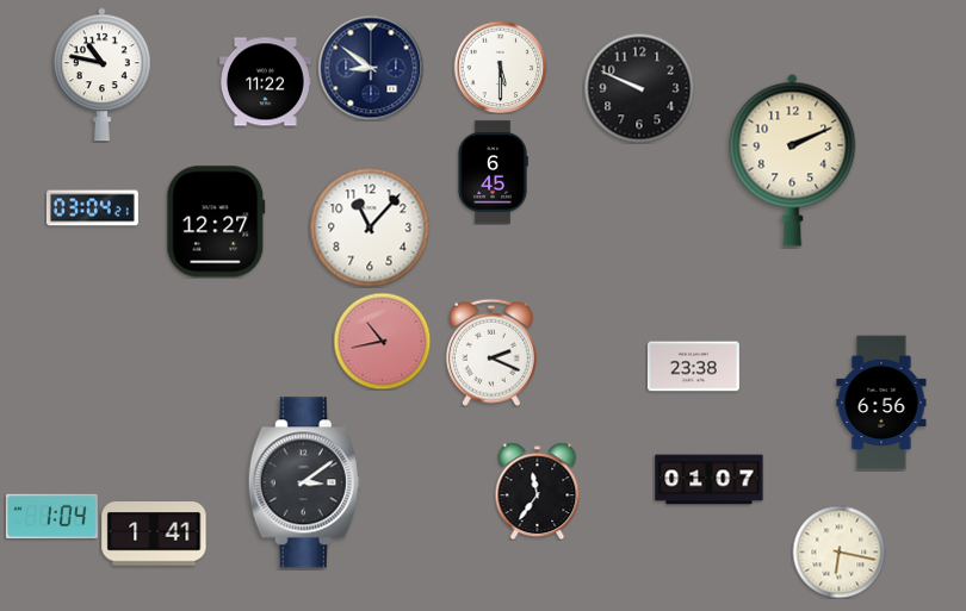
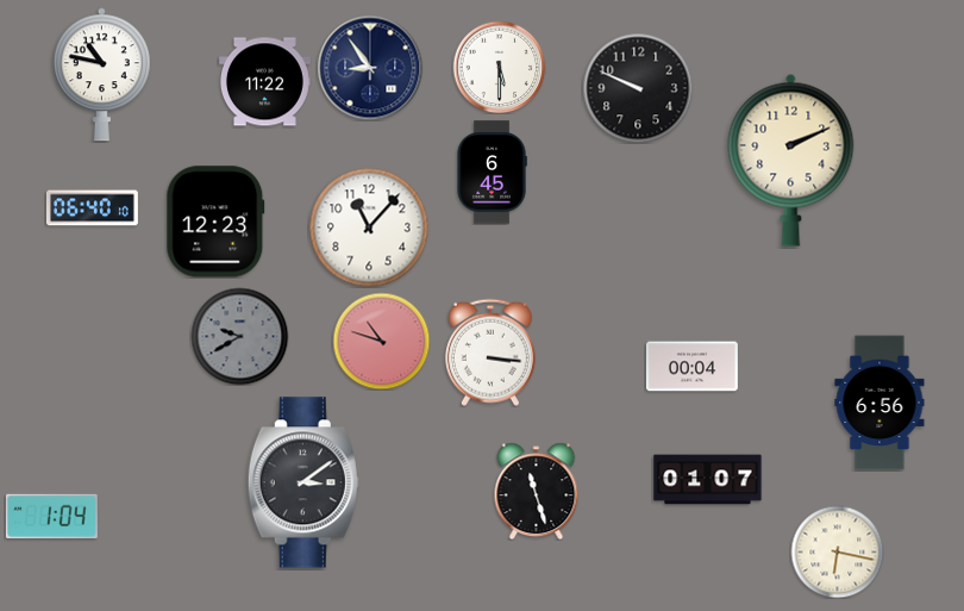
clock at (371, 68): 8:51 -> 8:54
clock at (92, 208): 03:04 -> 06:40
clock at (216, 222): 12:27 -> 12:23
clock at (239, 336): none -> 9:40
clock at (382, 341): 10:43 -> 10:48
clock at (491, 353): 2:19 -> 3:16
clock at (693, 367): 23:38 -> 00:04
clock at (538, 491): 11:36 -> 11:27
clock at (154, 534): 1:41 -> none
